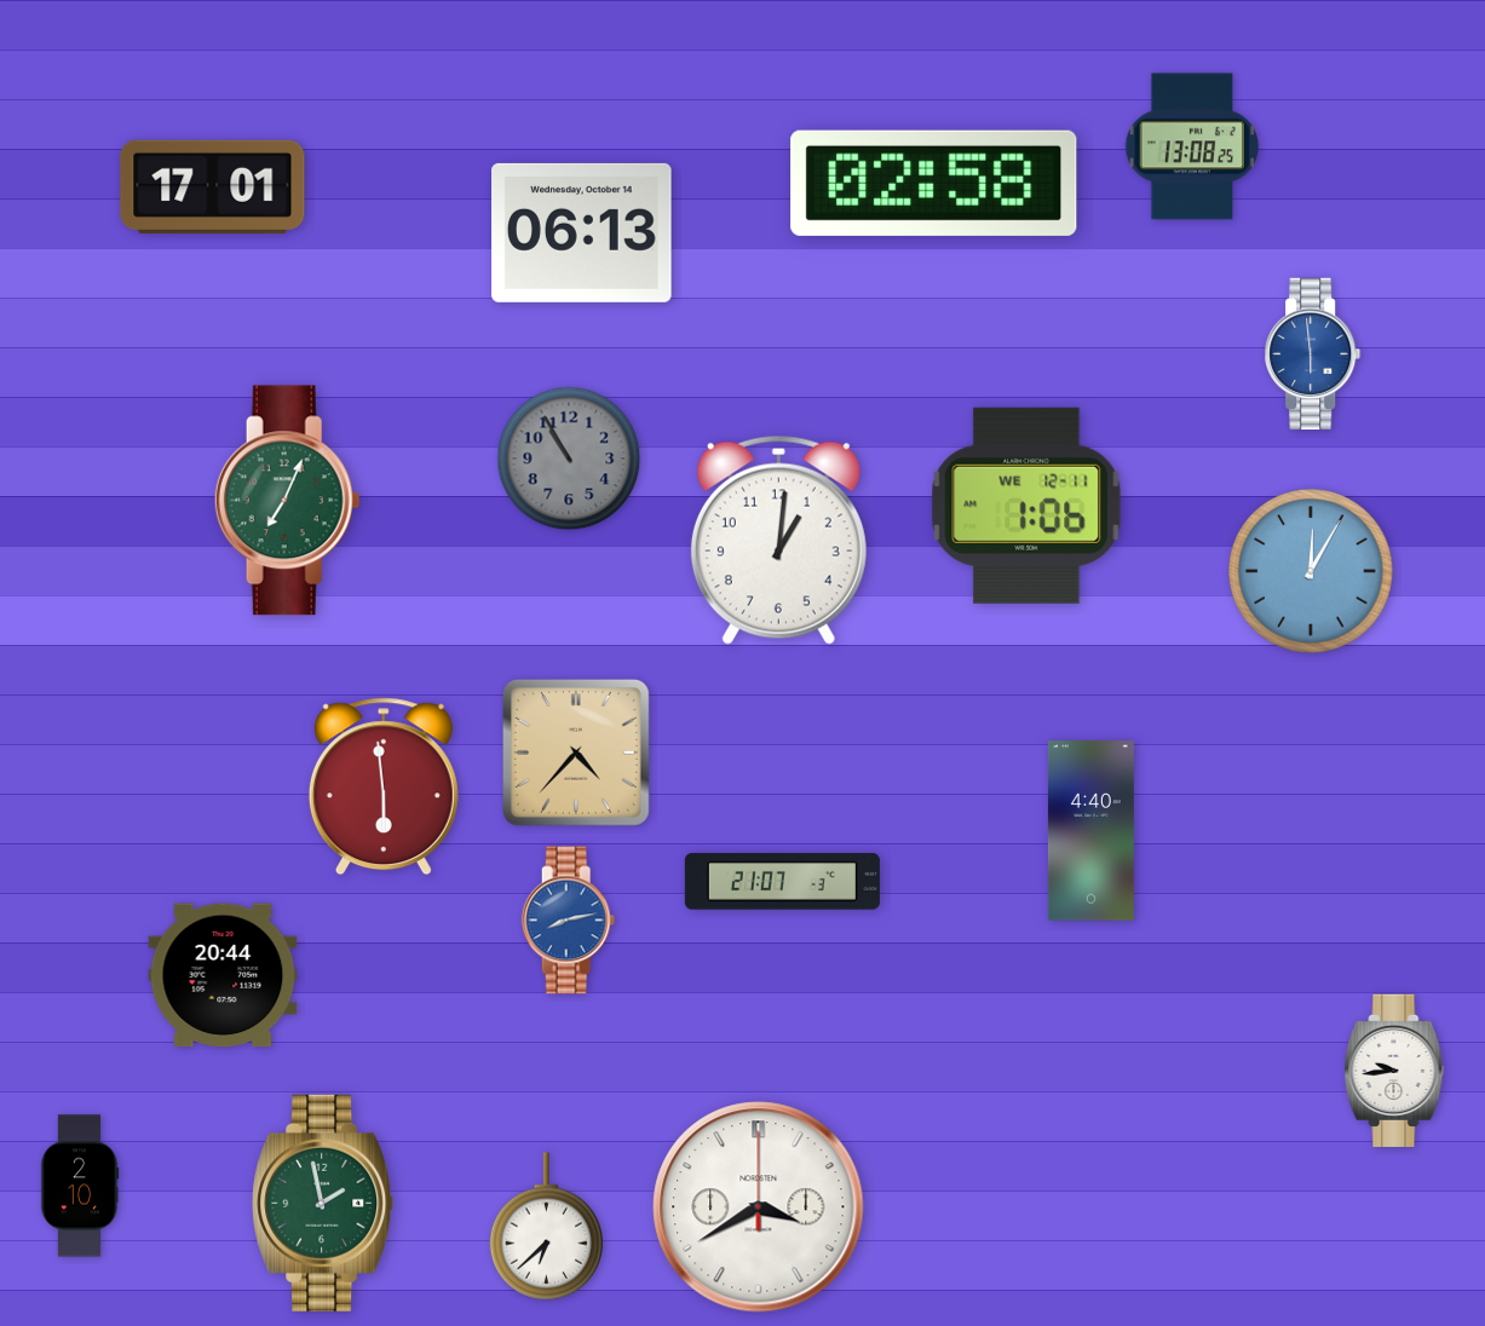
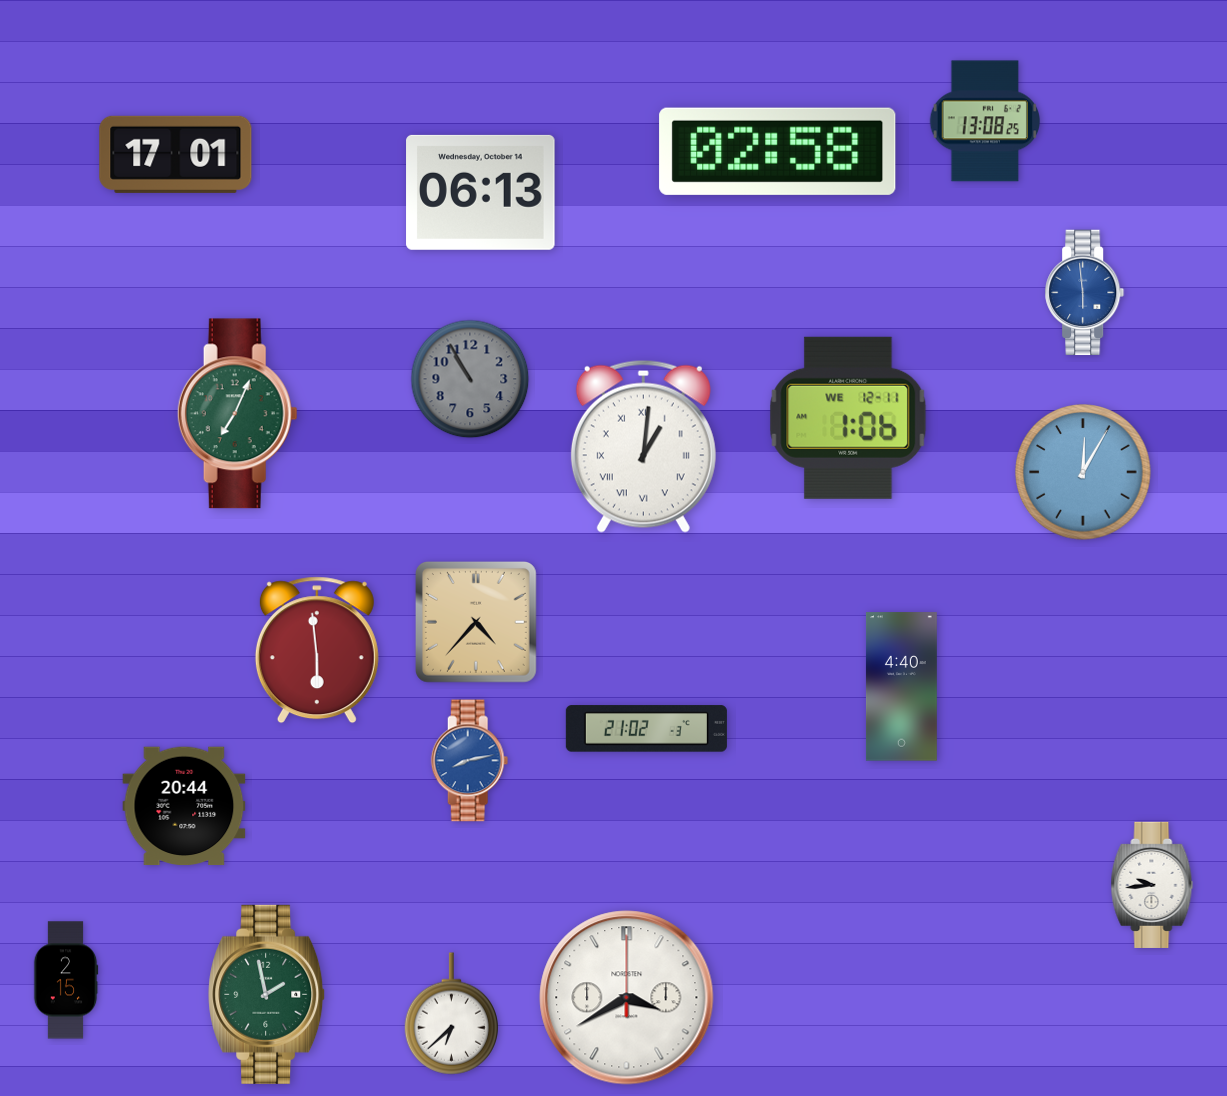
clock at (934, 183) position: (934, 183) -> (778, 151)
clock at (778, 540) numerals: Arabic -> Roman
clock at (782, 882): 21:07 -> 21:02
clock at (80, 1186): 2:10 -> 2:15
